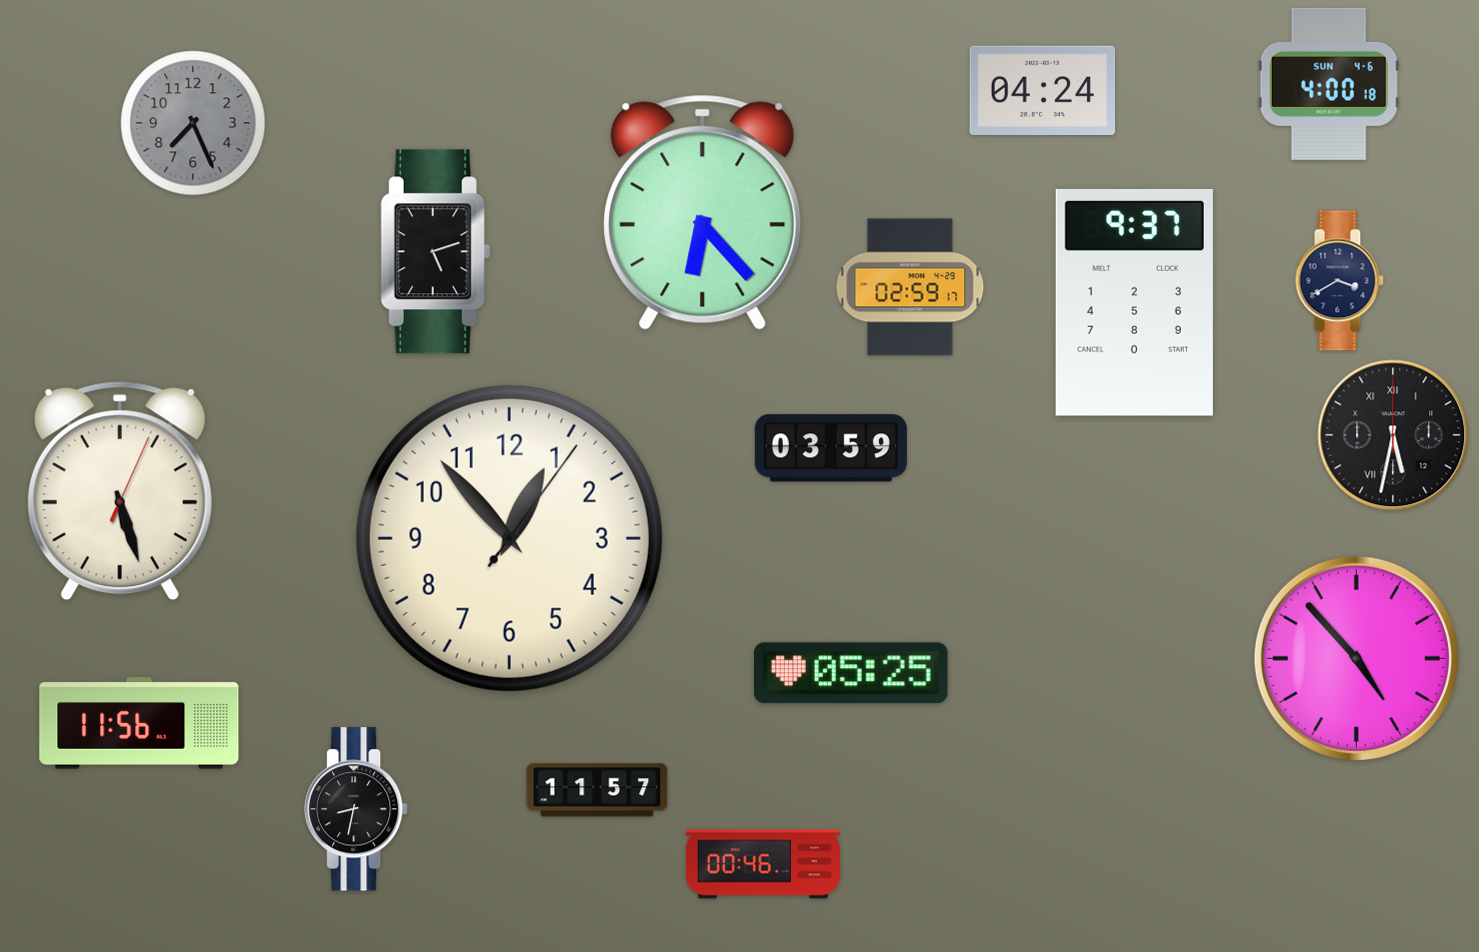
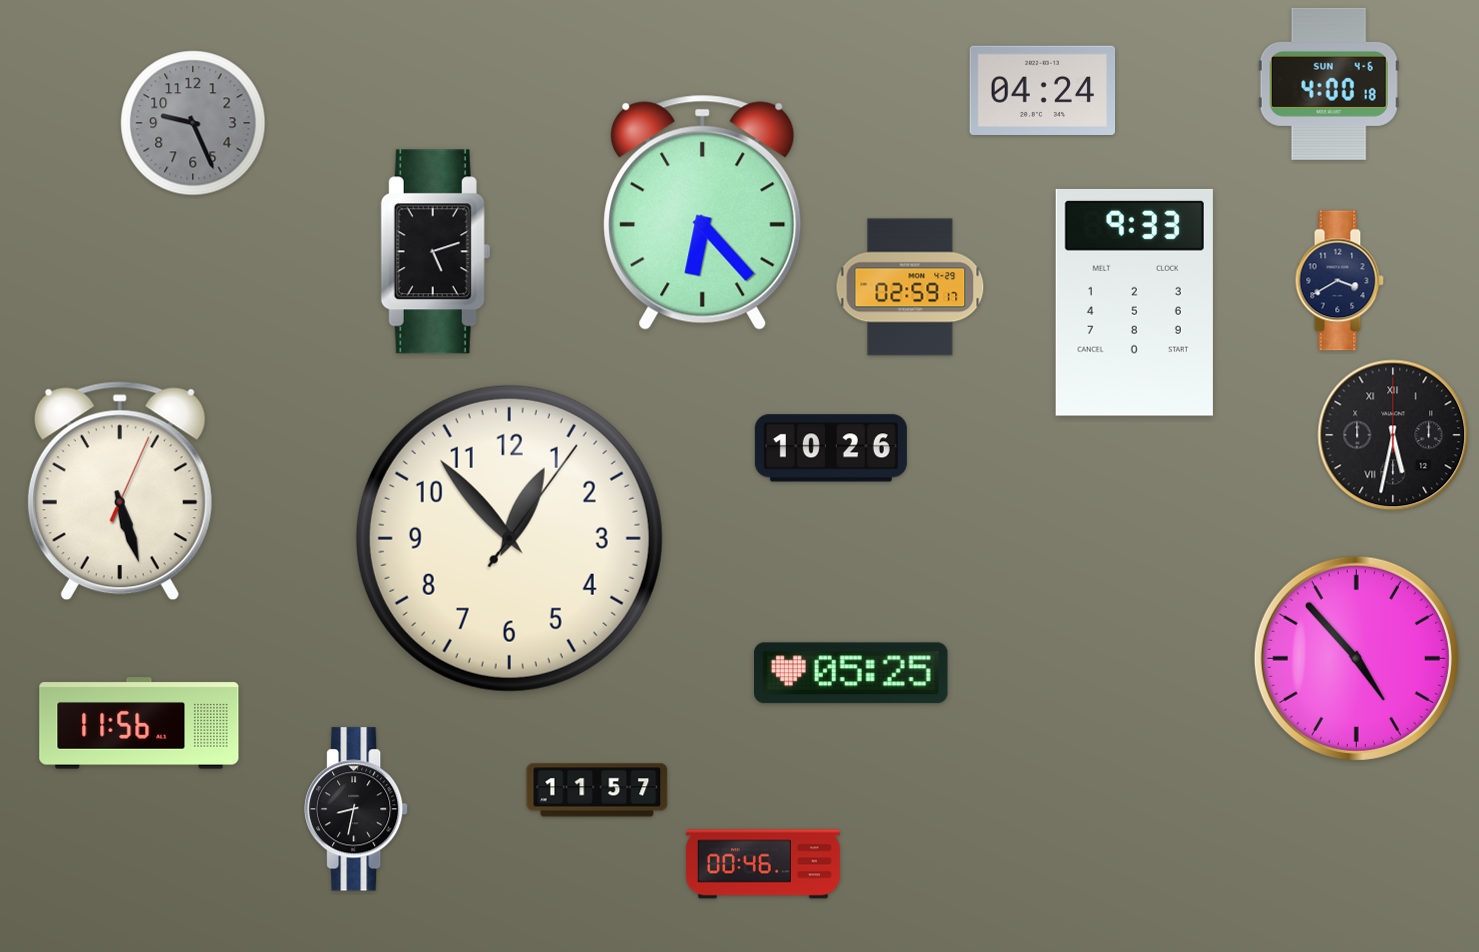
clock at (193, 123): 7:26 -> 9:26
clock at (1134, 302): 9:37 -> 9:33
clock at (831, 448): 03:59 -> 10:26
